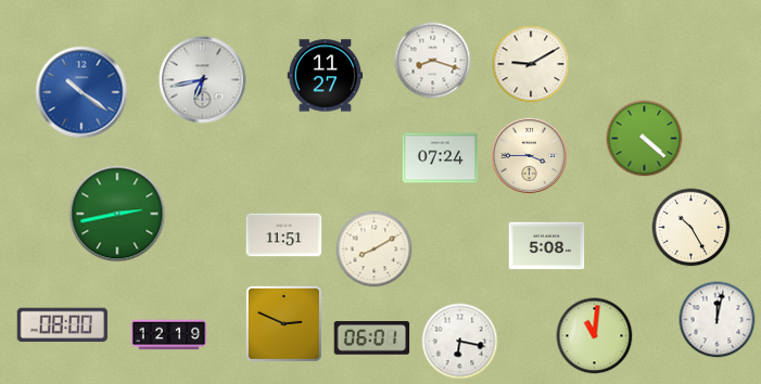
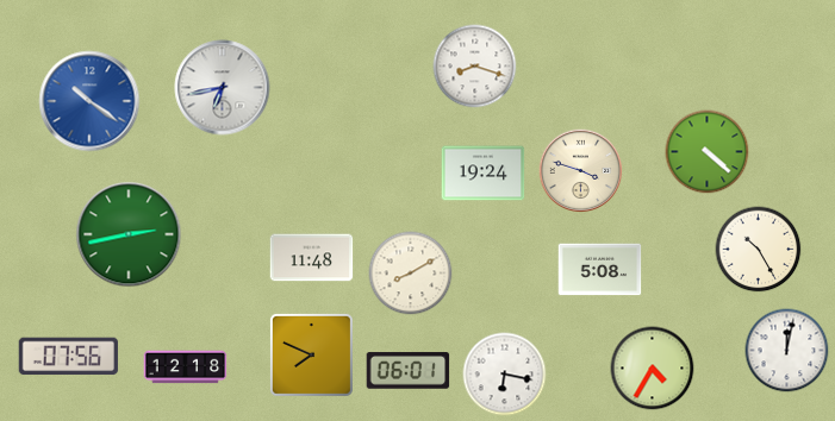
clock at (531, 64): 9:10 -> none
clock at (326, 76): 11:27 -> none
clock at (530, 156): 3:45 -> 3:48
clock at (441, 158): 07:24 -> 19:24
clock at (284, 235): 11:51 -> 11:48
clock at (283, 323): 2:49 -> 7:49
clock at (62, 325): 08:00 -> 07:56
clock at (169, 335): 12:19 -> 12:18
clock at (595, 336): 11:01 -> 4:35
